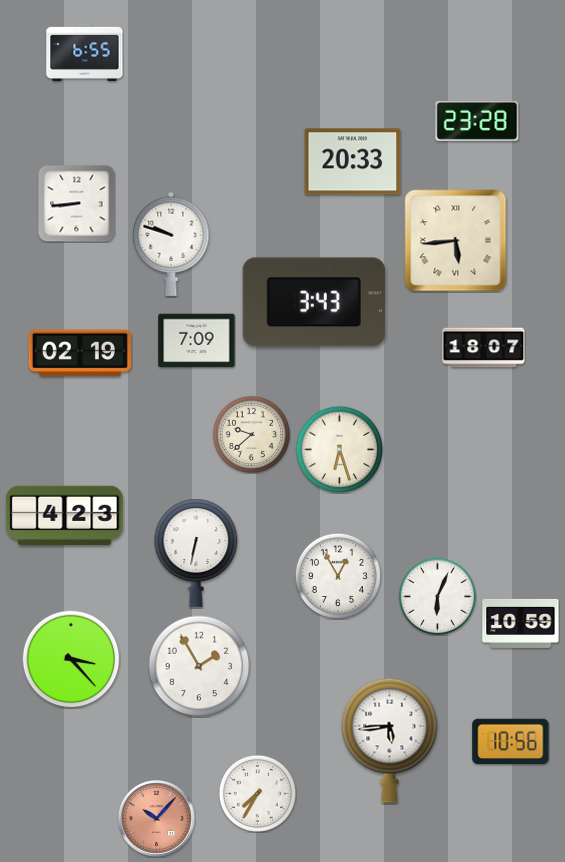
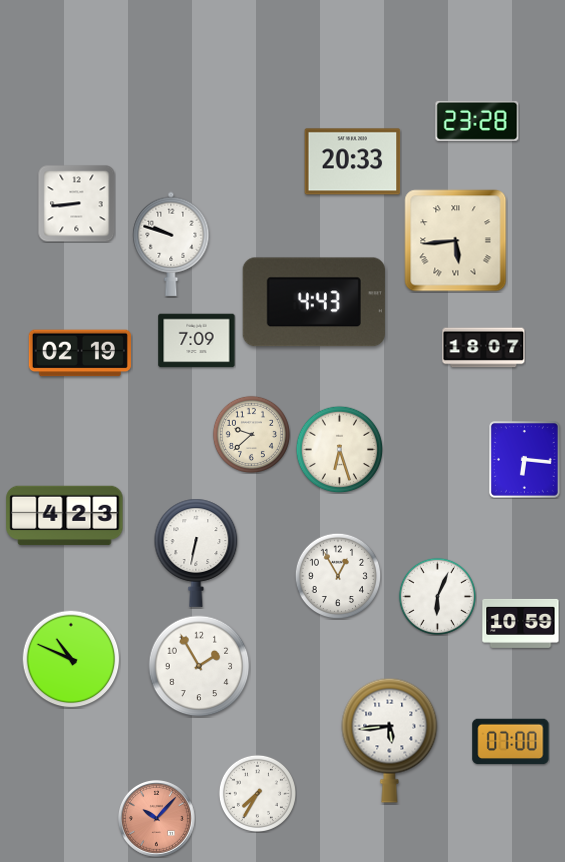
clock at (85, 52): 6:55 -> none
clock at (314, 302): 3:43 -> 4:43
clock at (525, 460): none -> 6:16
clock at (71, 659): 3:23 -> 10:49
clock at (511, 742): 10:56 -> 07:00
